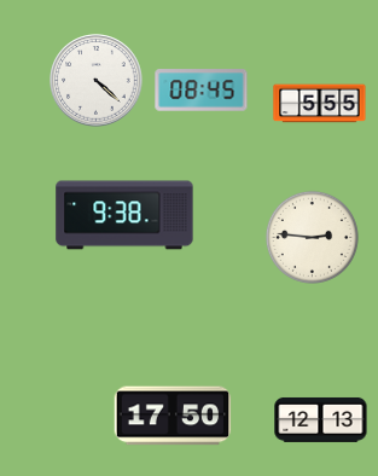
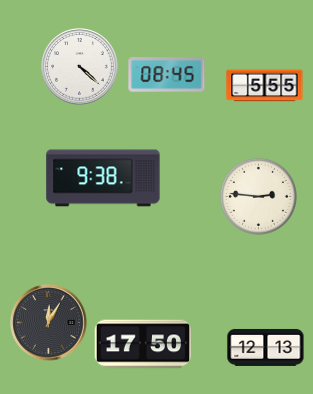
clock at (49, 323): none -> 12:05
